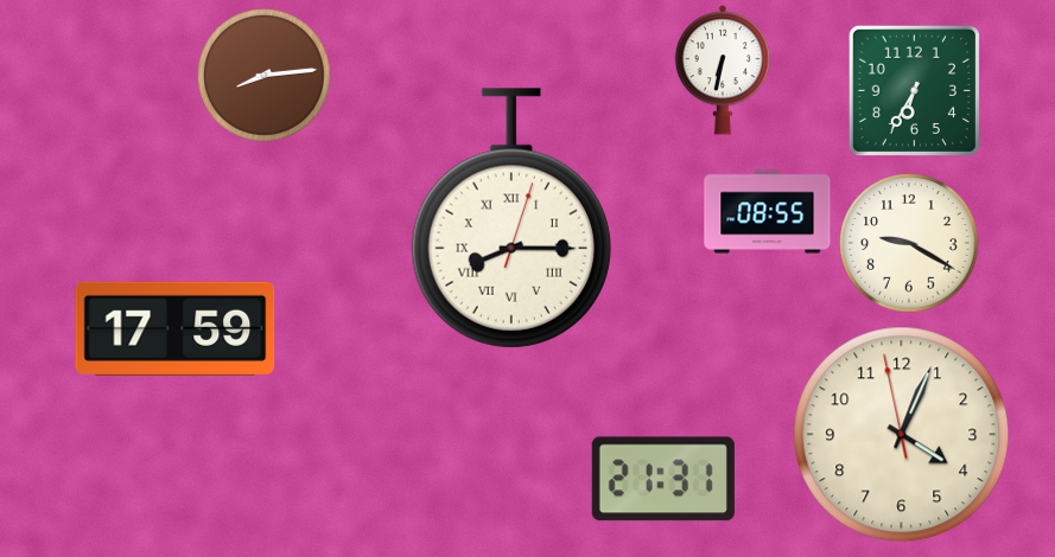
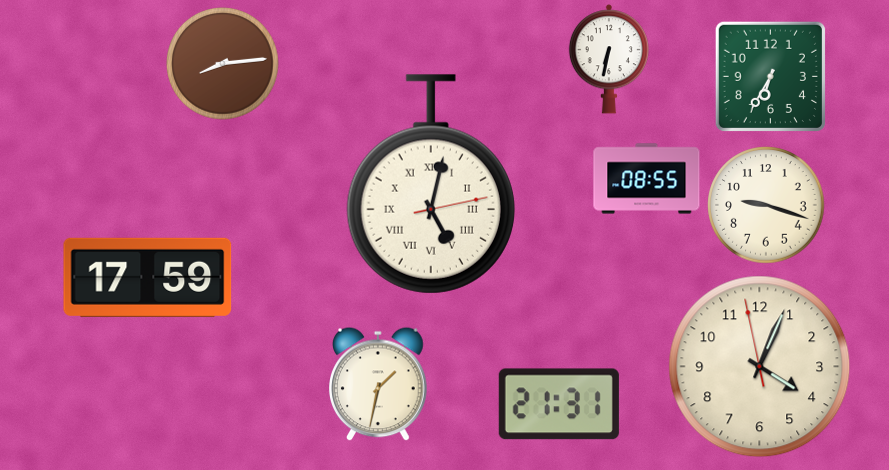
clock at (511, 218): 8:15 -> 5:02
clock at (909, 243): 9:20 -> 9:18
clock at (379, 384): none -> 1:32
